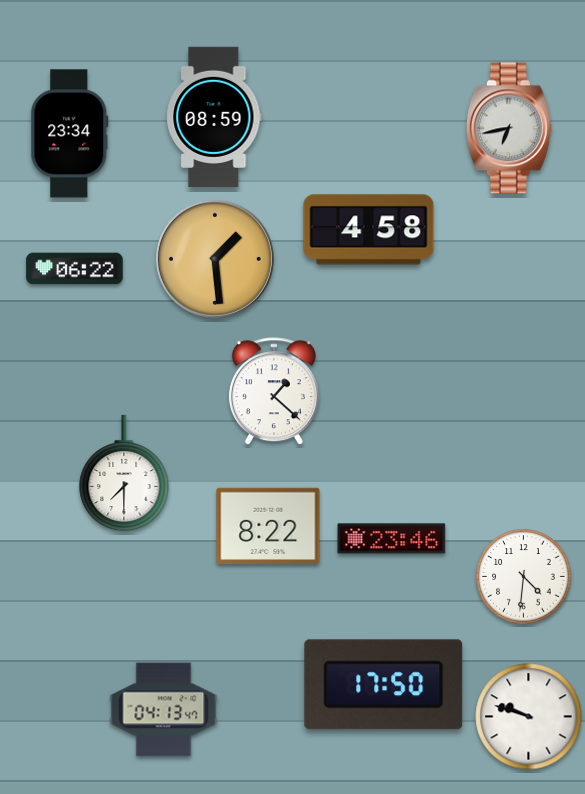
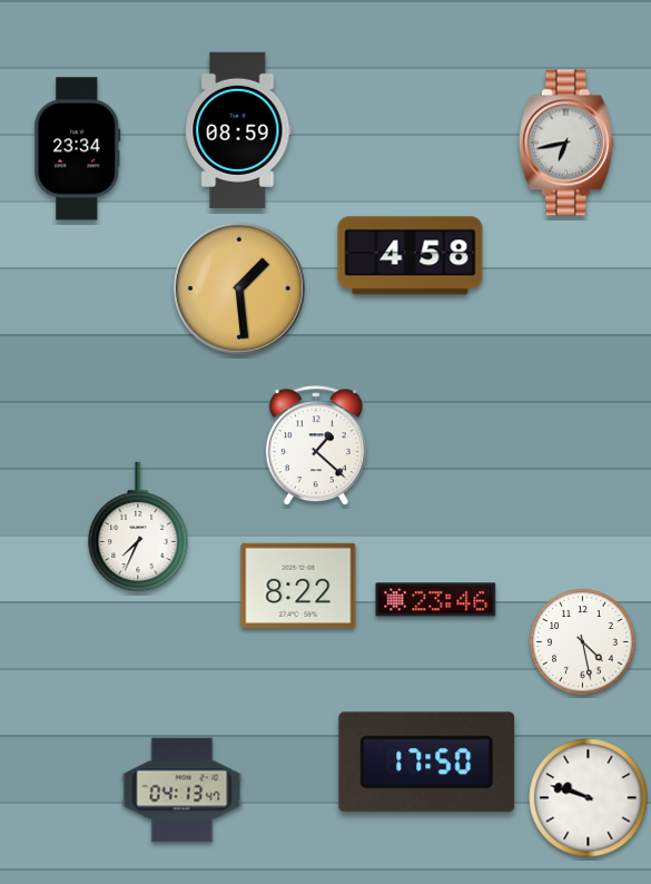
clock at (75, 269): 06:22 -> none
clock at (274, 392) position: (274, 392) -> (316, 446)
clock at (124, 473): 7:30 -> 7:34
clock at (524, 577): 4:31 -> 4:28
